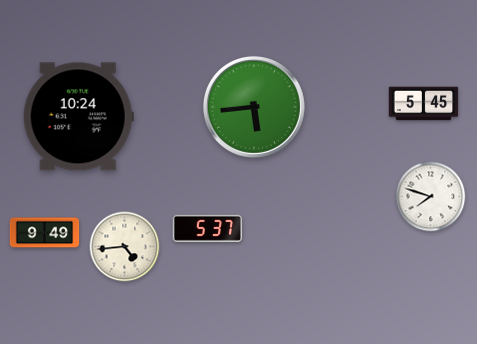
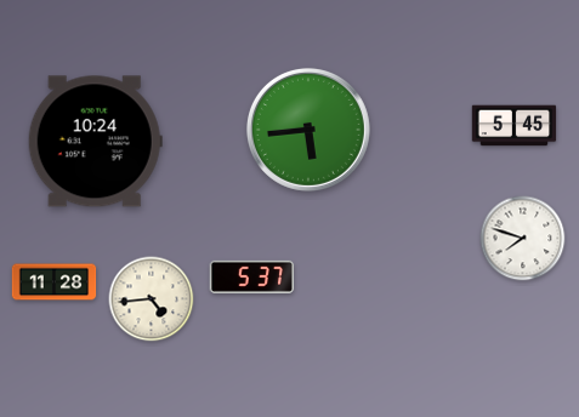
clock at (45, 233): 9:49 -> 11:28
